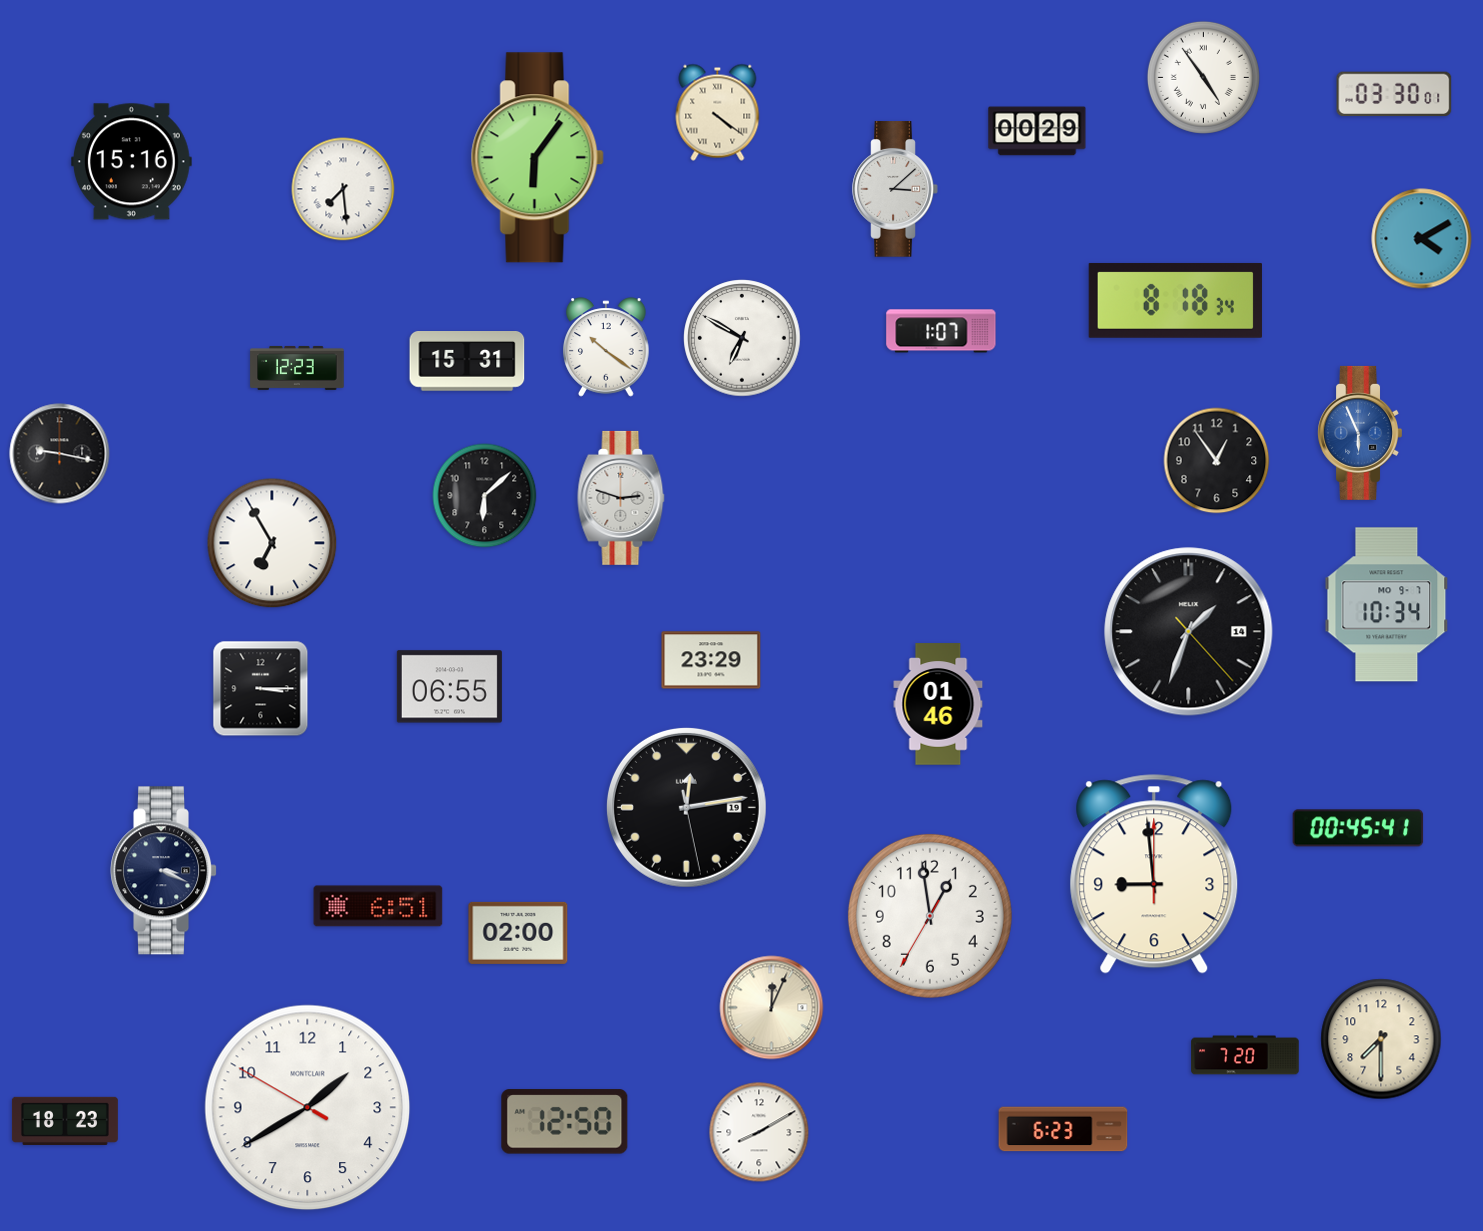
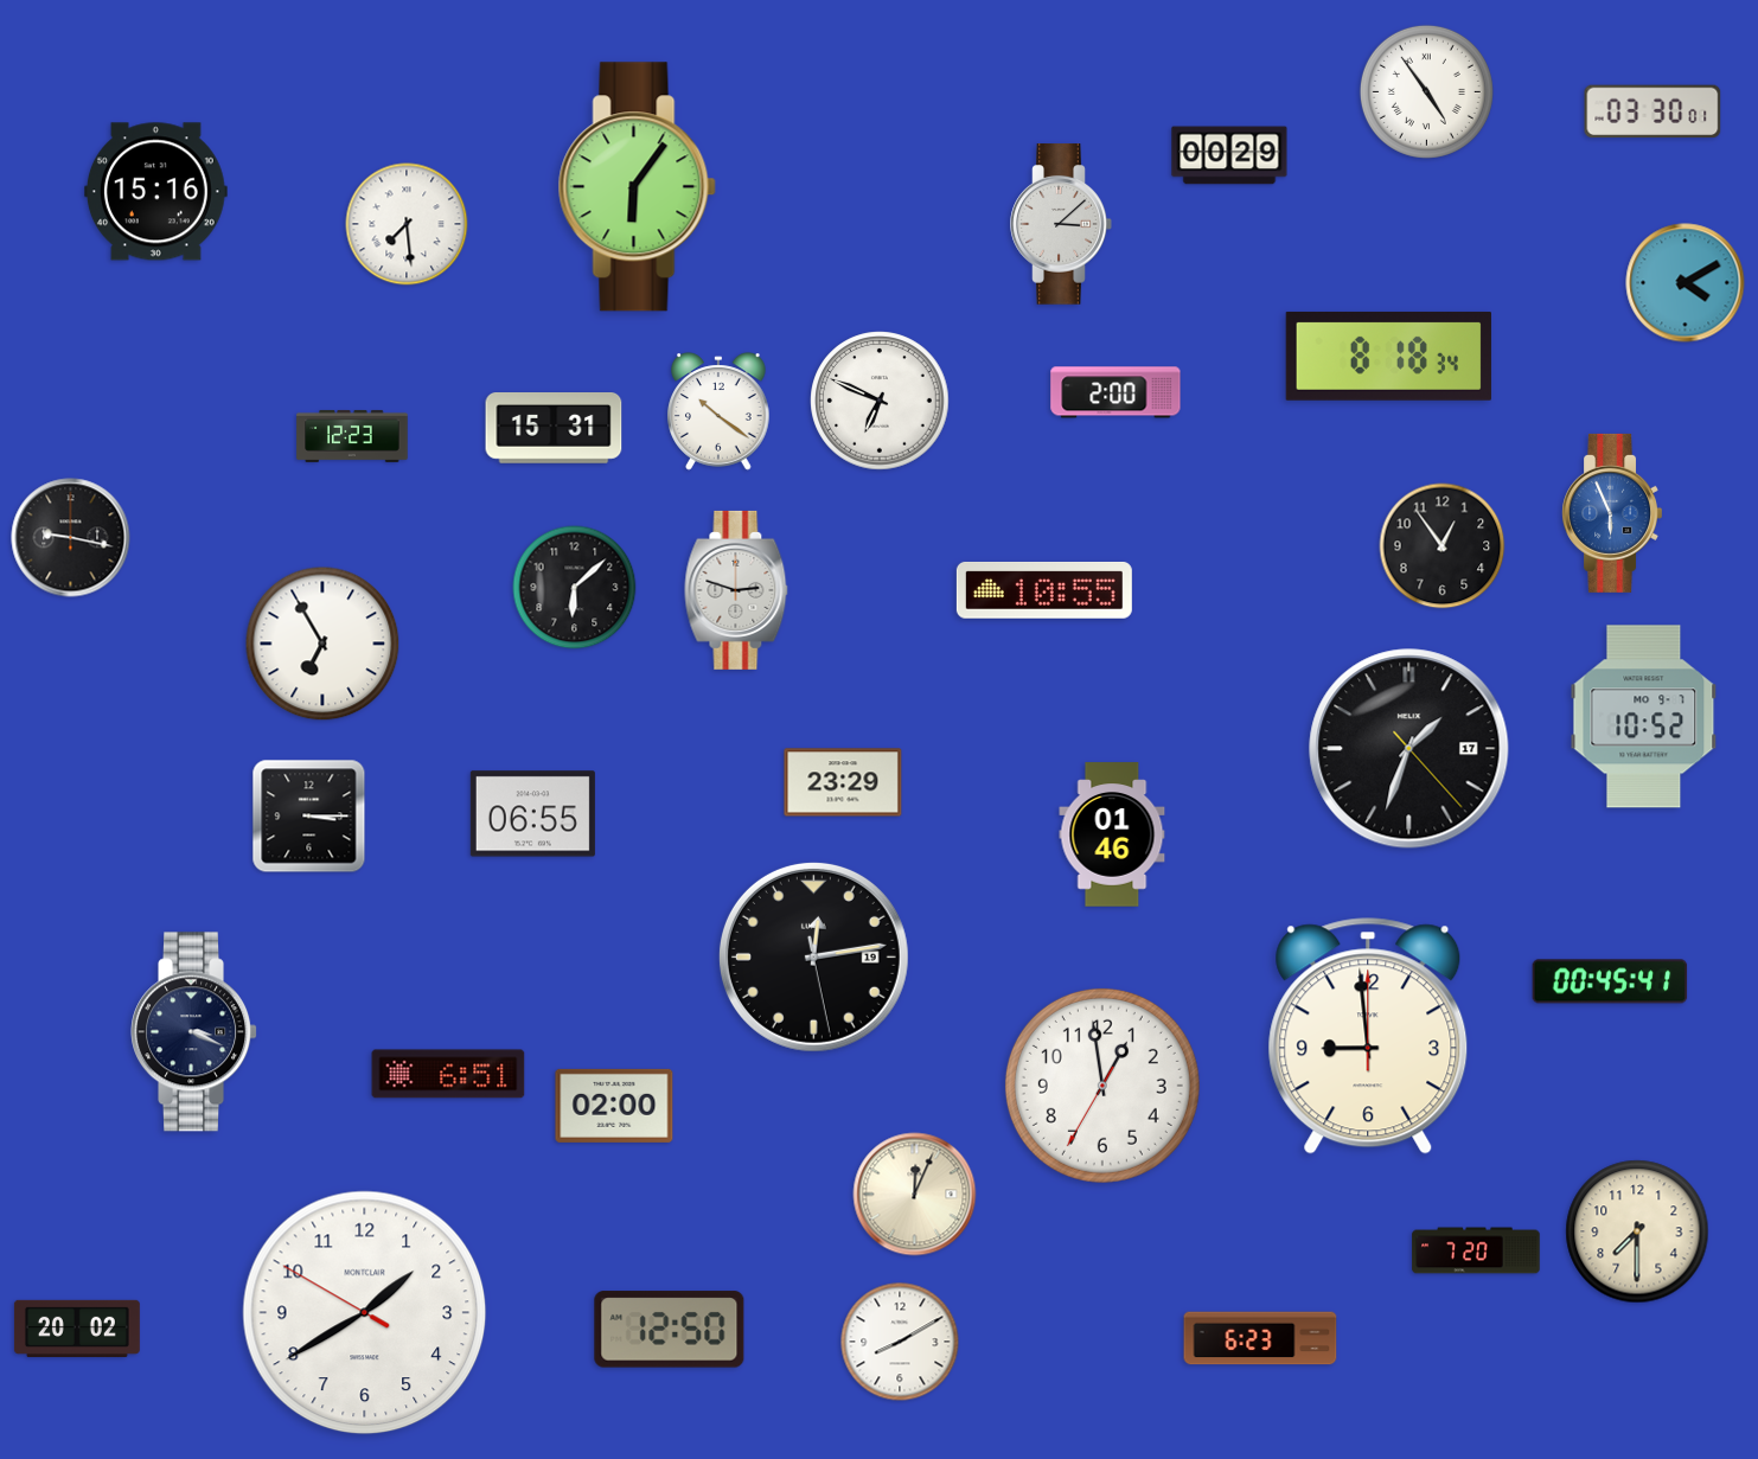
clock at (718, 112): 4:21 -> none
clock at (1175, 300) position: (1175, 300) -> (1388, 356)
clock at (941, 331): 1:07 -> 2:00
clock at (742, 338): 6:50 -> 6:49
clock at (1044, 590): none -> 10:55
clock at (1387, 605): 10:34 -> 10:52
clock at (1189, 632) date: 14 -> 17
clock at (65, 1121): 18:23 -> 20:02
